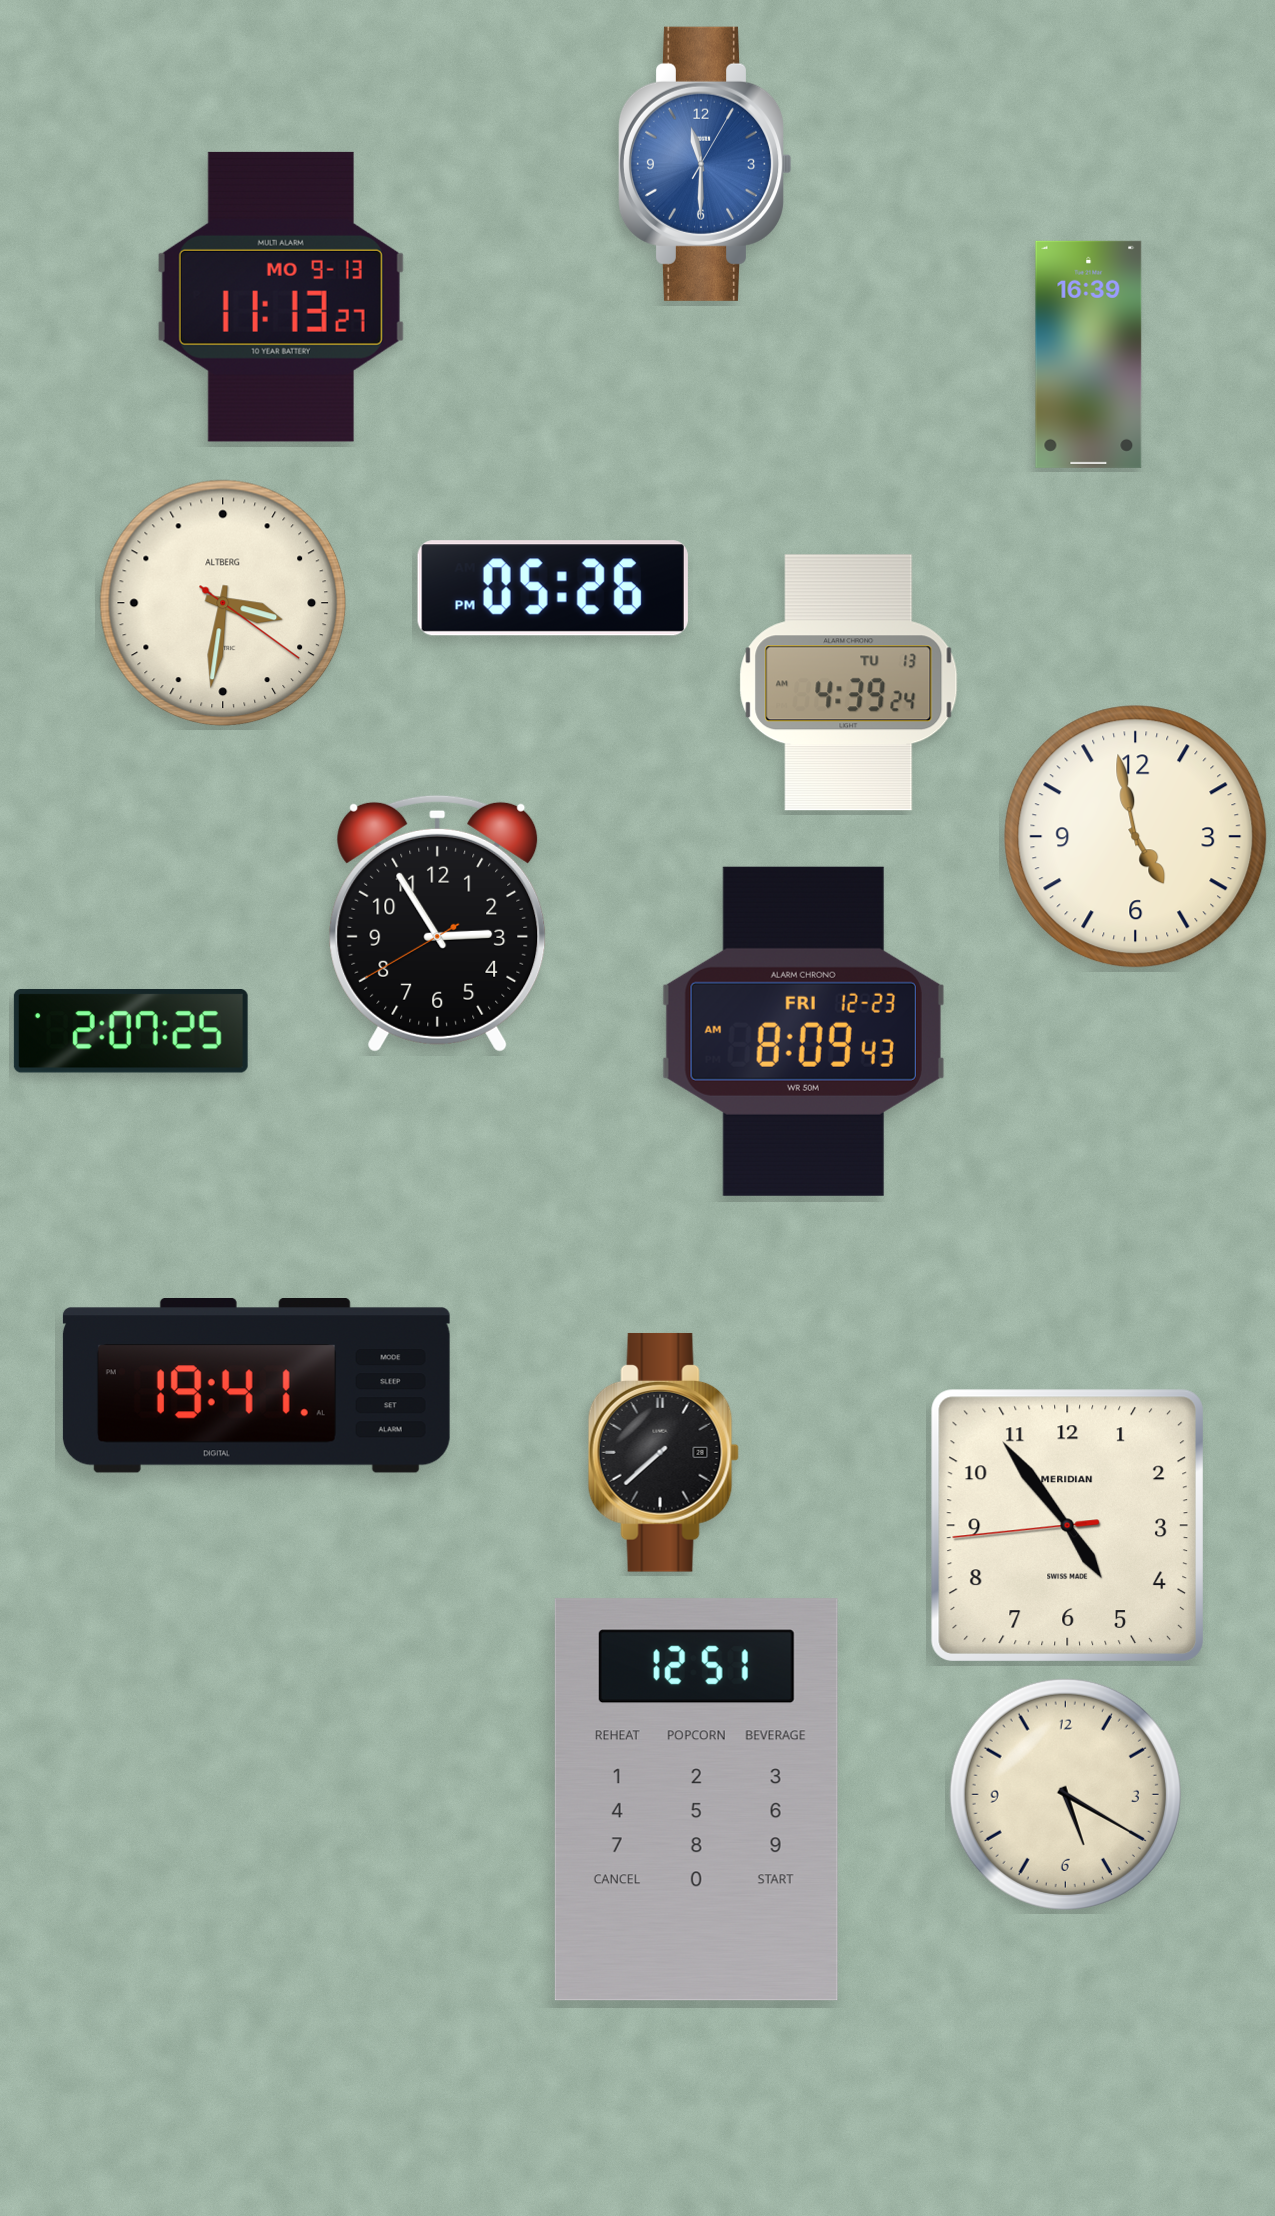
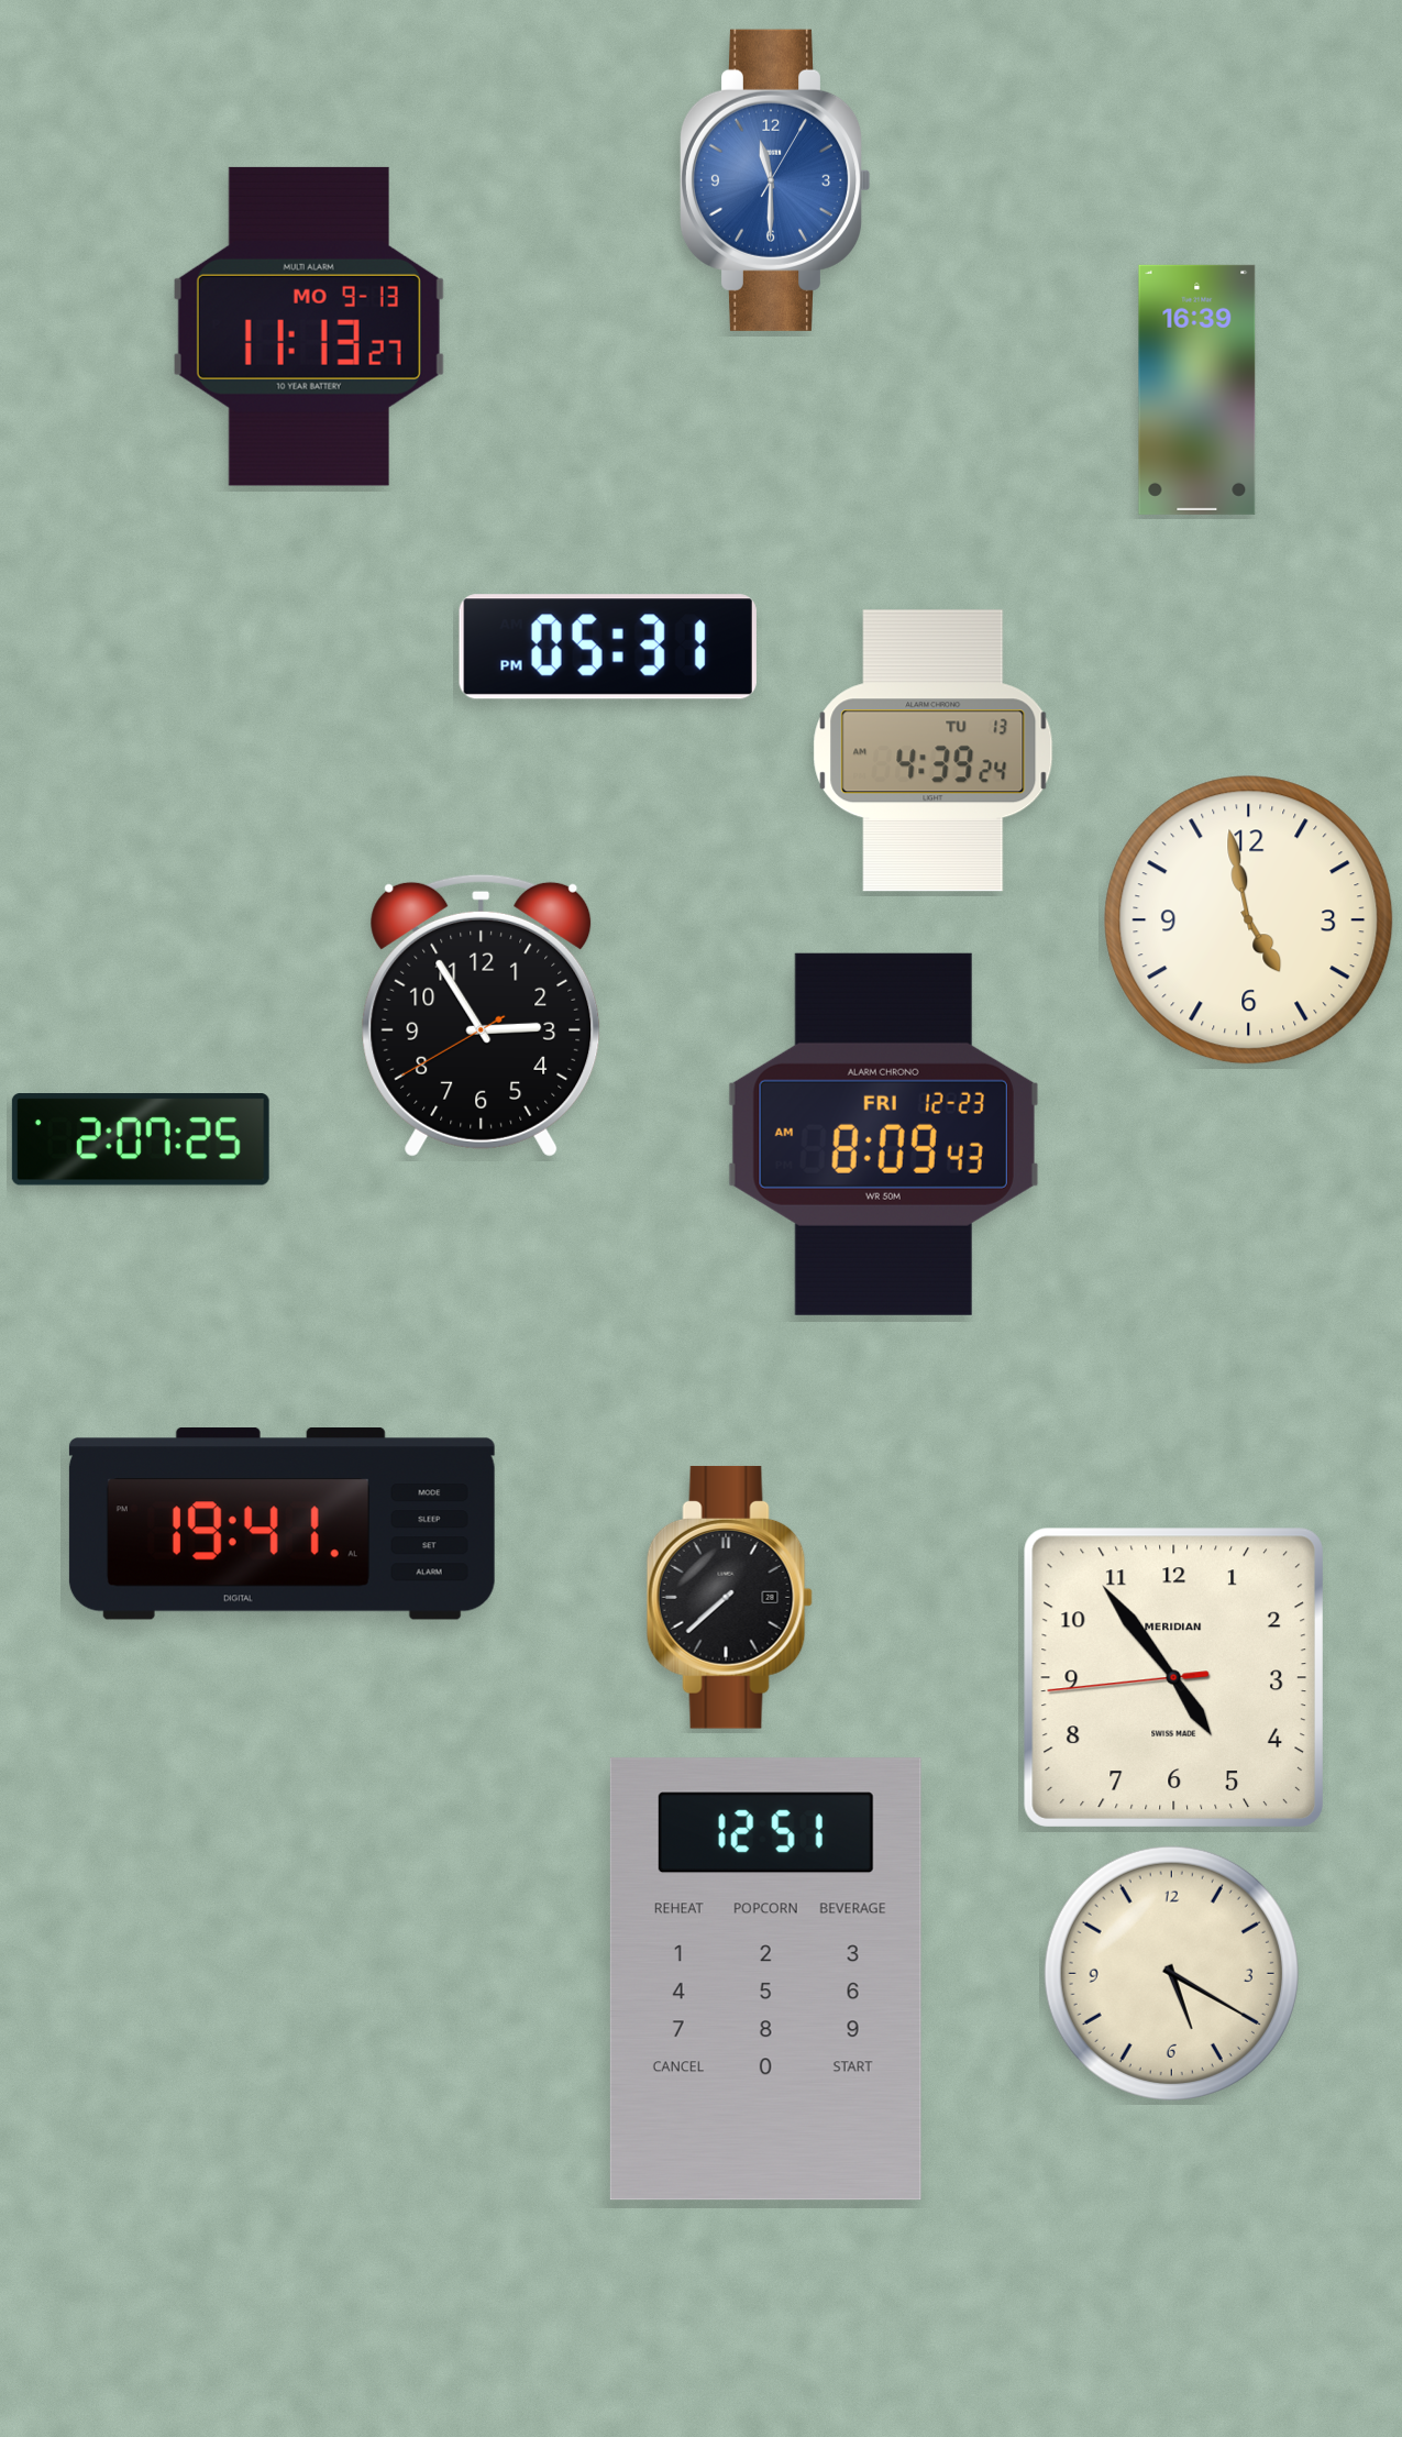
clock at (553, 588): 05:26 -> 05:31
clock at (223, 603): 3:31 -> none
clock at (131, 1032) position: (131, 1032) -> (141, 1140)
